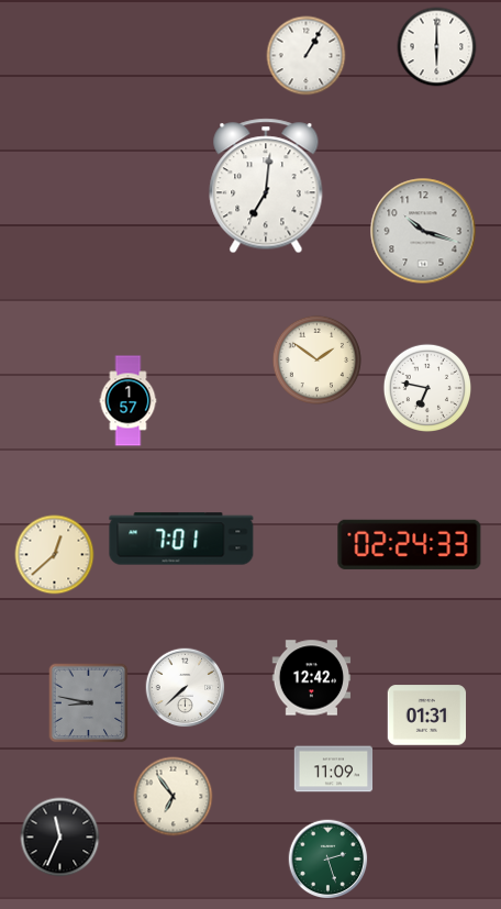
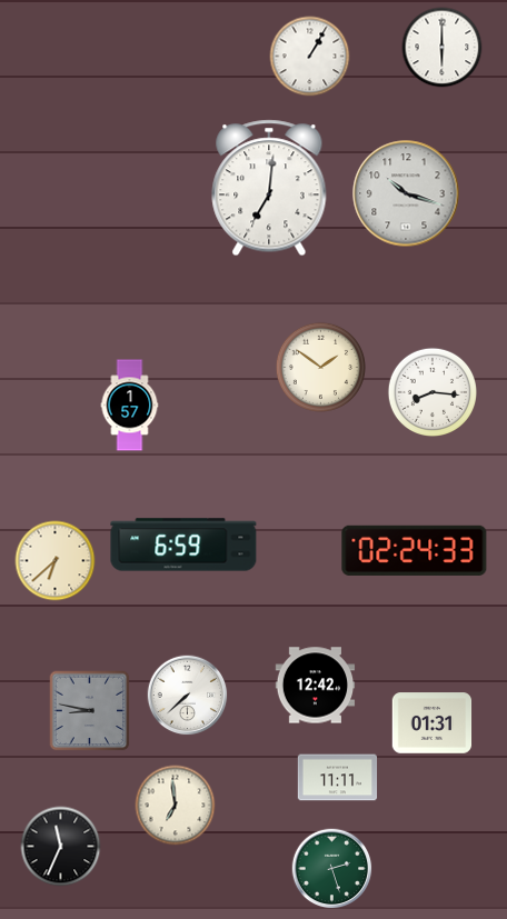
clock at (423, 231) position: (423, 231) -> (406, 193)
clock at (316, 359) position: (316, 359) -> (320, 367)
clock at (426, 387): 6:47 -> 8:16
clock at (181, 539): 7:01 -> 6:59
clock at (55, 555): 12:38 -> 6:38
clock at (334, 769): 11:09 -> 11:11
clock at (174, 797): 6:54 -> 6:59
